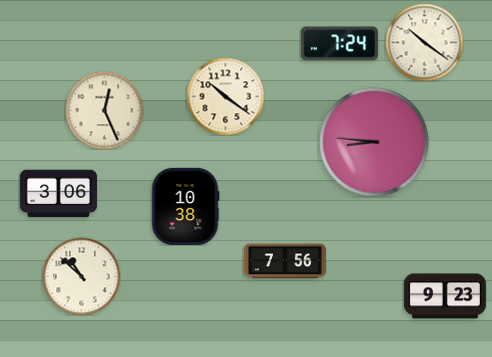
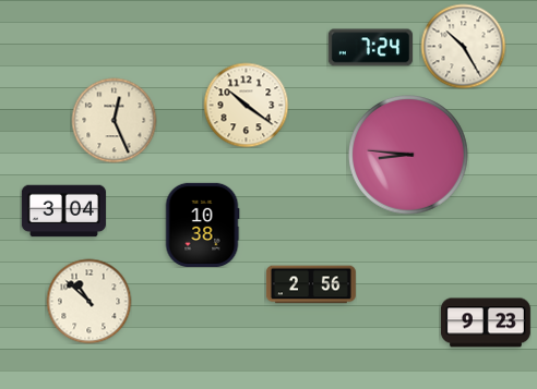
clock at (424, 42): 10:21 -> 10:25
clock at (58, 194): 3:06 -> 3:04
clock at (285, 261): 7:56 -> 2:56
